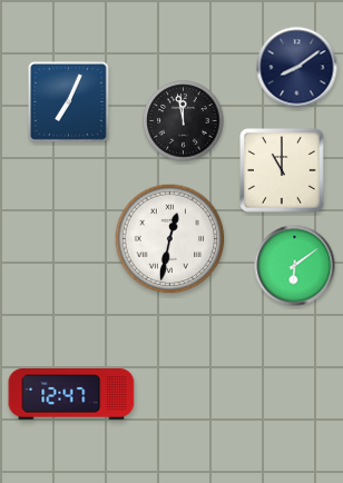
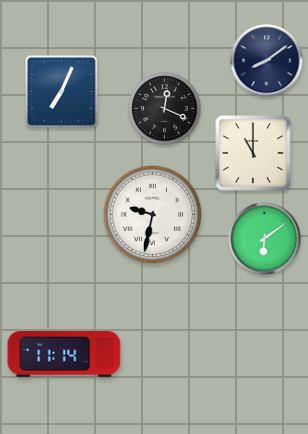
clock at (184, 121): 11:58 -> 12:19
clock at (170, 239): 12:32 -> 9:32
clock at (71, 395): 12:47 -> 11:14
